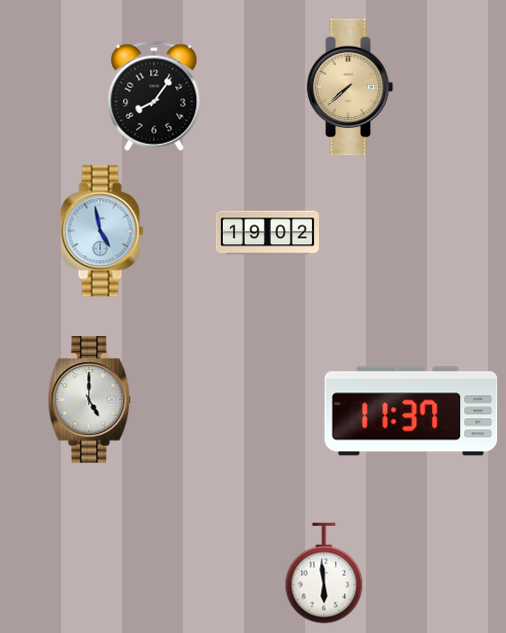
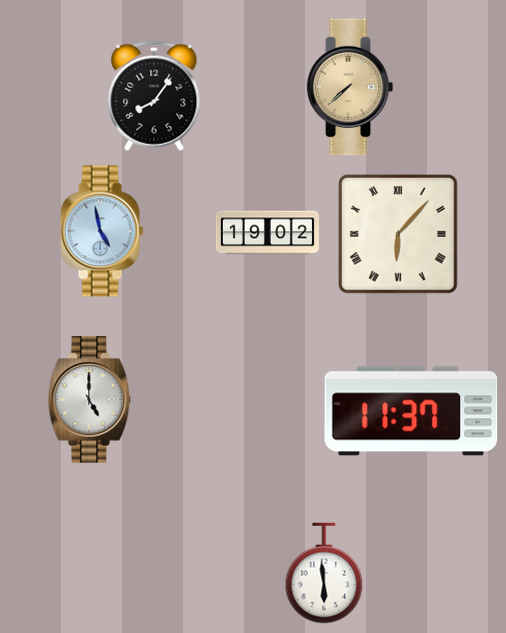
clock at (398, 234): none -> 6:07
